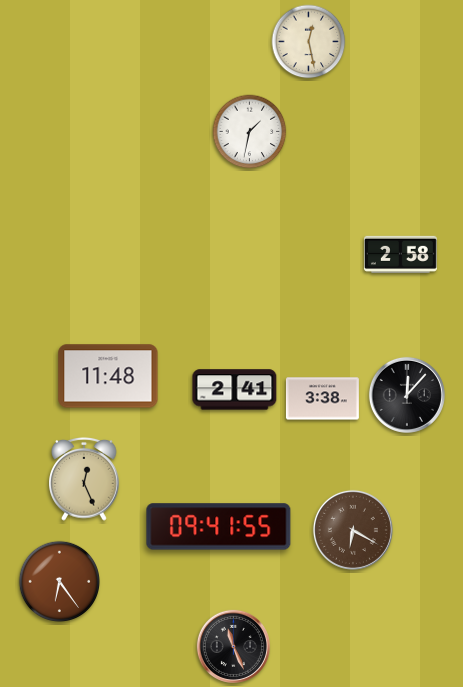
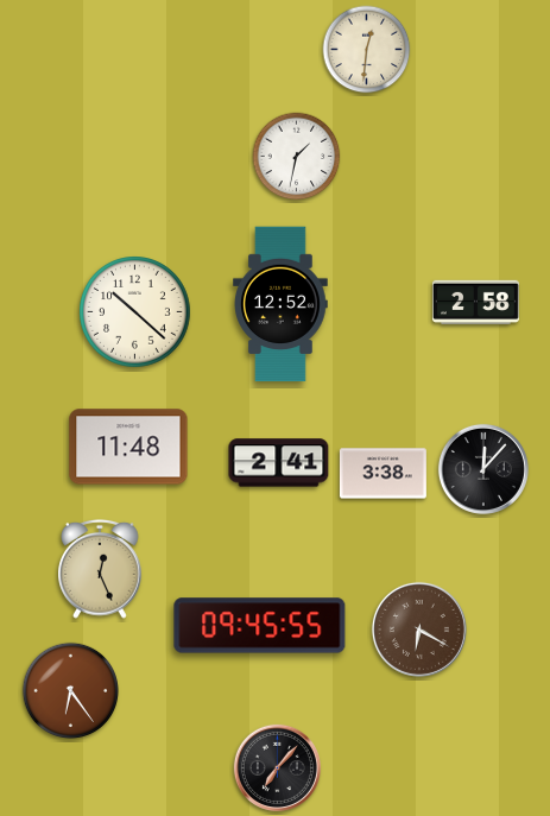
clock at (309, 42): 12:28 -> 12:31
clock at (282, 304): none -> 12:52
clock at (135, 312): none -> 10:22
clock at (219, 527): 09:41 -> 09:45
clock at (233, 646): 11:26 -> 7:07
